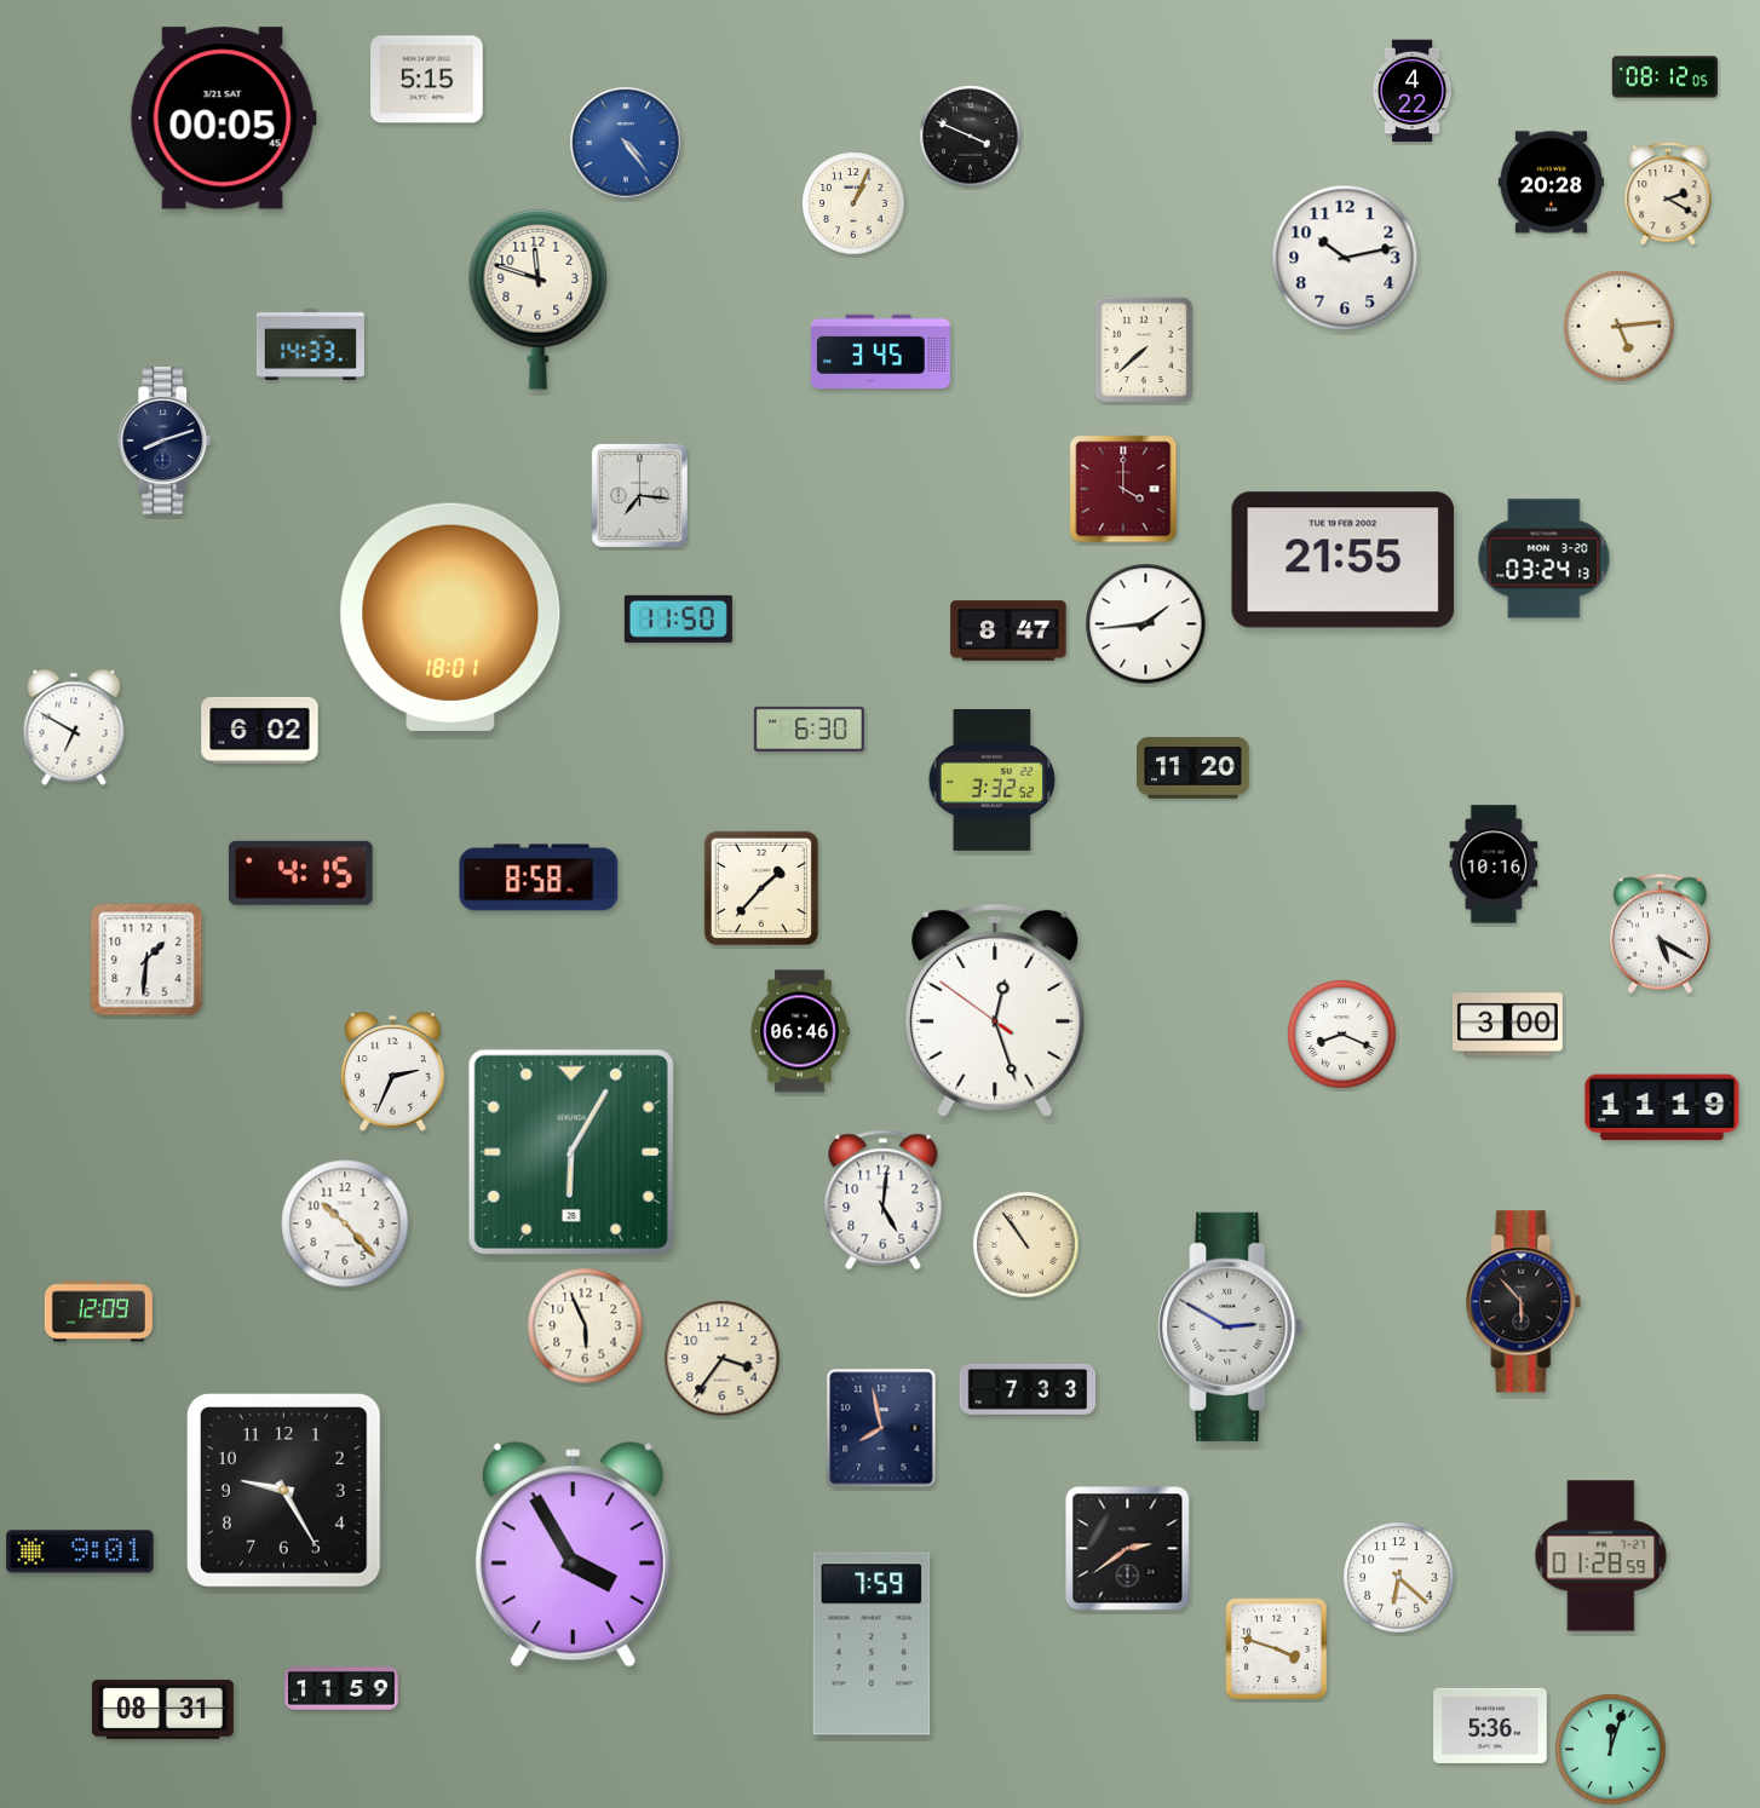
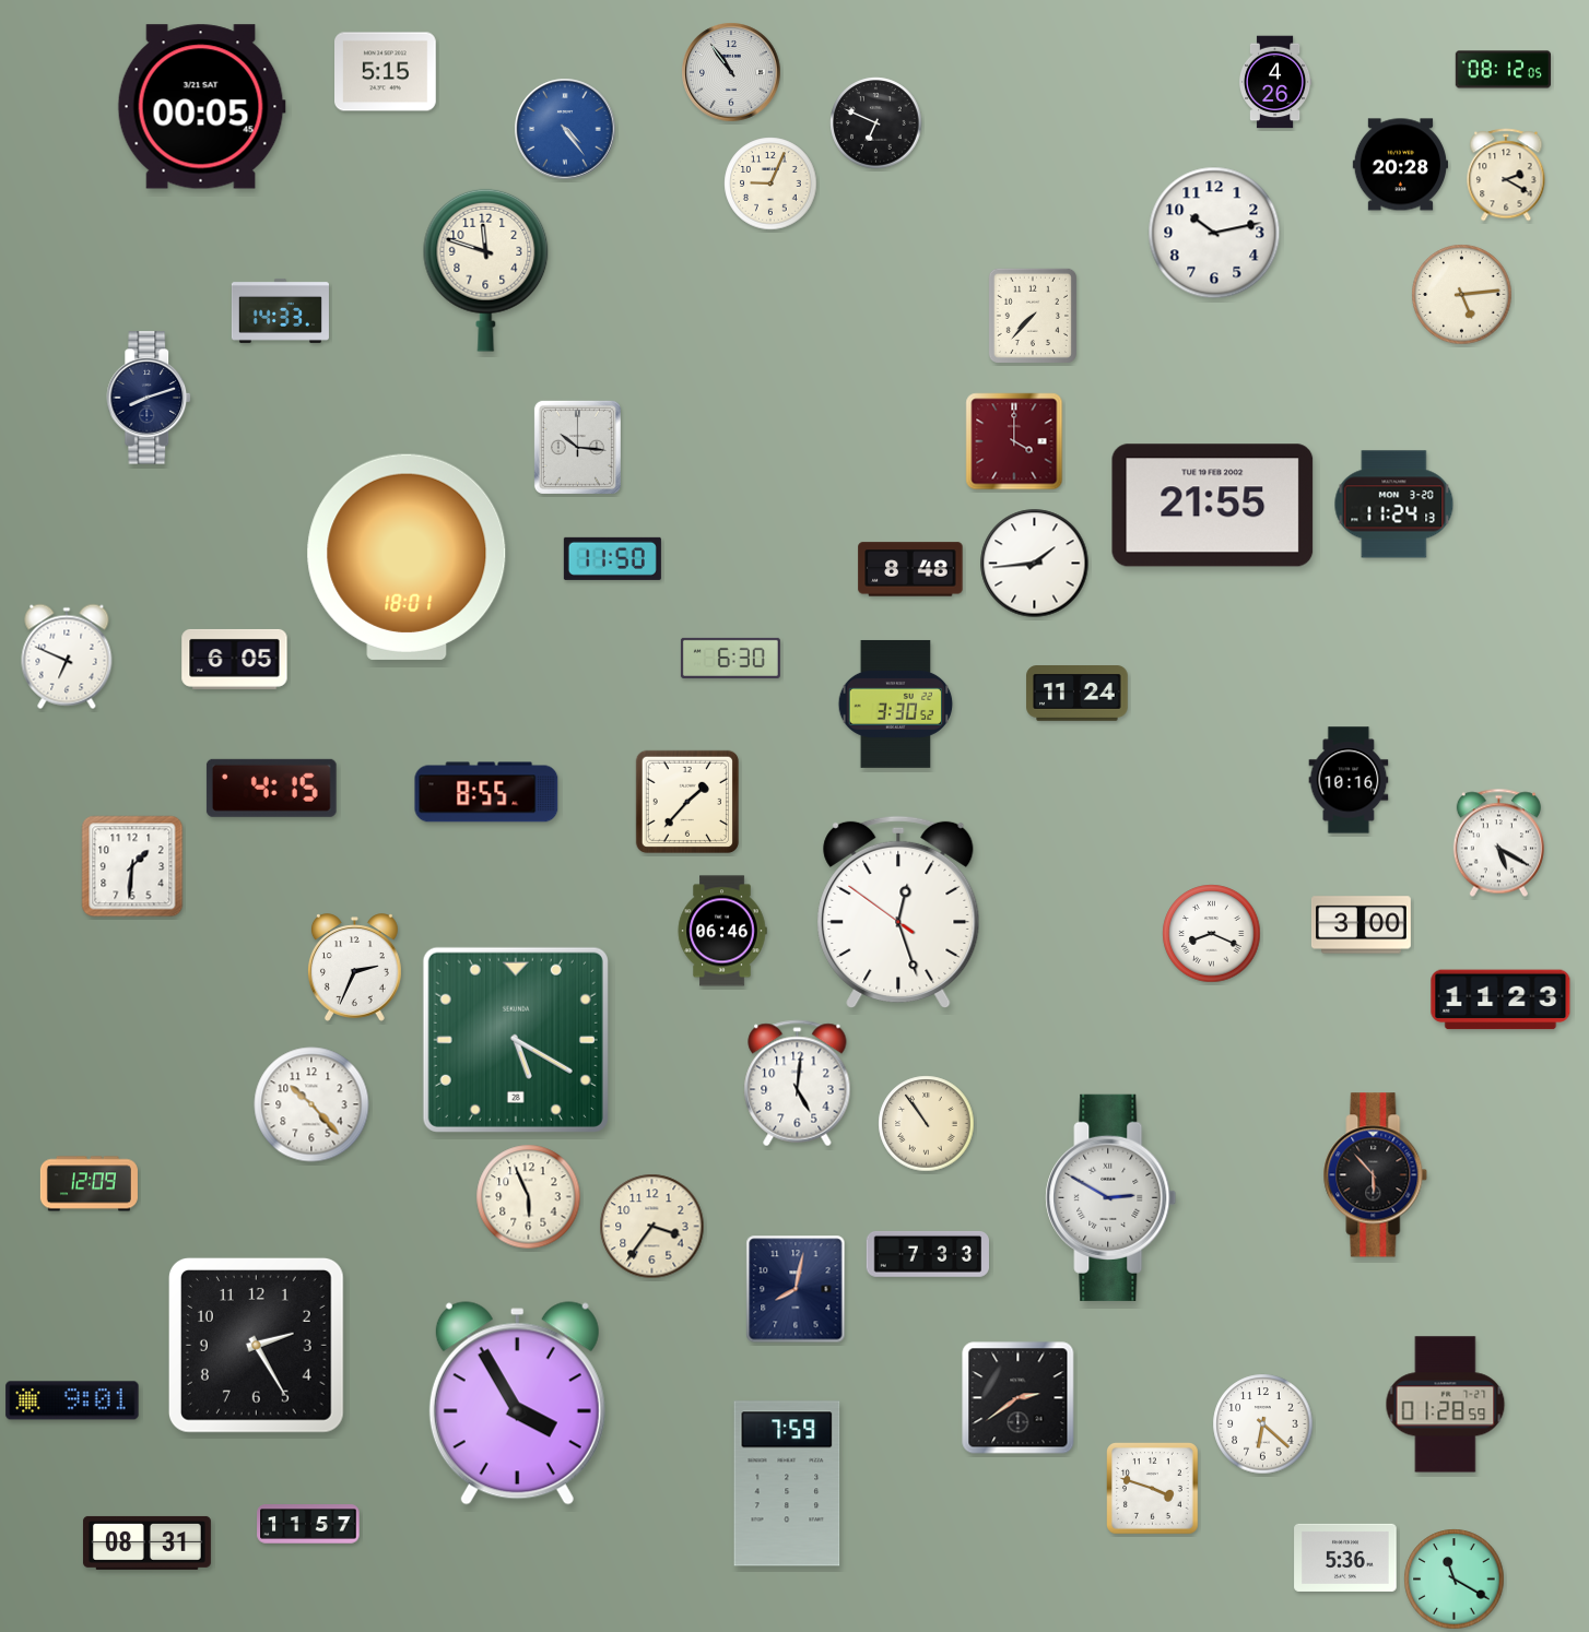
clock at (731, 72): none -> 10:54
clock at (1413, 91): 4:22 -> 4:26
clock at (971, 137): 3:49 -> 6:49
clock at (853, 203): 1:04 -> 9:04
clock at (1144, 350): 7:38 -> 7:37
clock at (880, 351): 3:45 -> none
clock at (639, 495): 7:16 -> 10:16
clock at (1545, 559): 03:24 -> 11:24
clock at (1008, 631): 8:47 -> 8:48
clock at (74, 727): 6:50 -> 6:49
clock at (260, 730): 6:02 -> 6:05
clock at (1194, 768): 11:20 -> 11:24
clock at (993, 779): 3:32 -> 3:30
clock at (539, 877): 8:58 -> 8:55
clock at (1662, 1107): 11:19 -> 11:23
clock at (571, 1152): 6:05 -> 5:20
clock at (881, 1428): 7:58 -> 8:02
clock at (283, 1490): 9:25 -> 2:25
clock at (341, 1688): 11:59 -> 11:57
clock at (1611, 1750): 12:03 -> 11:20
